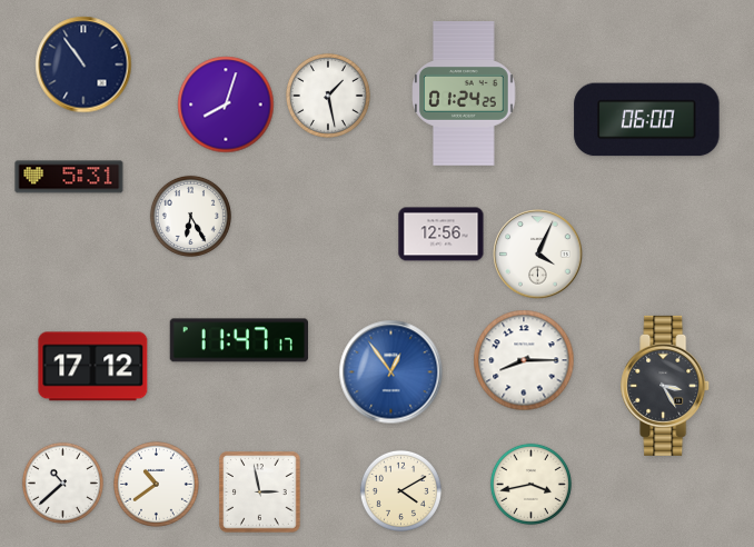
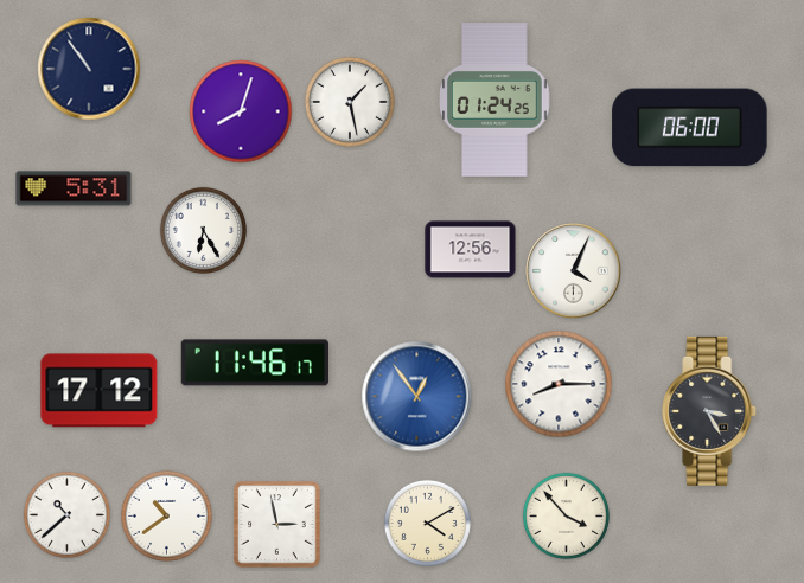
clock at (239, 340): 11:47 -> 11:46
clock at (530, 484): 3:43 -> 3:53
